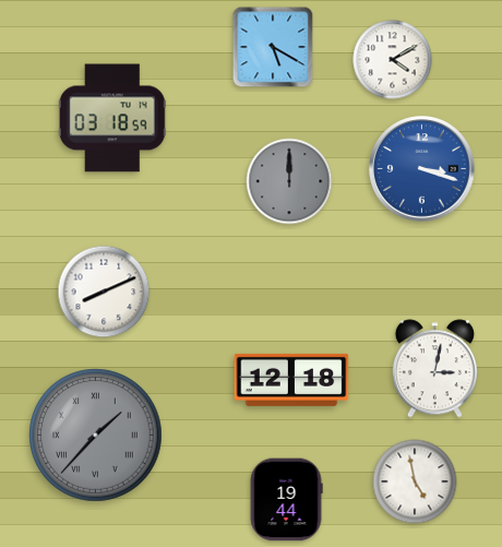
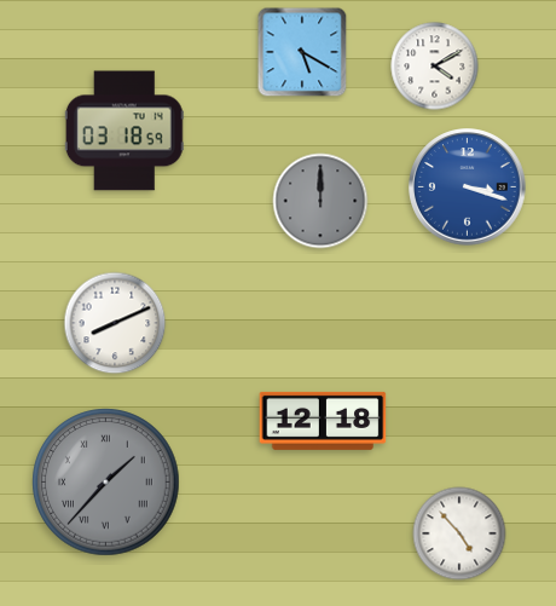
clock at (434, 369): 3:02 -> none
clock at (415, 481): 4:58 -> 4:53
clock at (286, 500): 19:44 -> none
